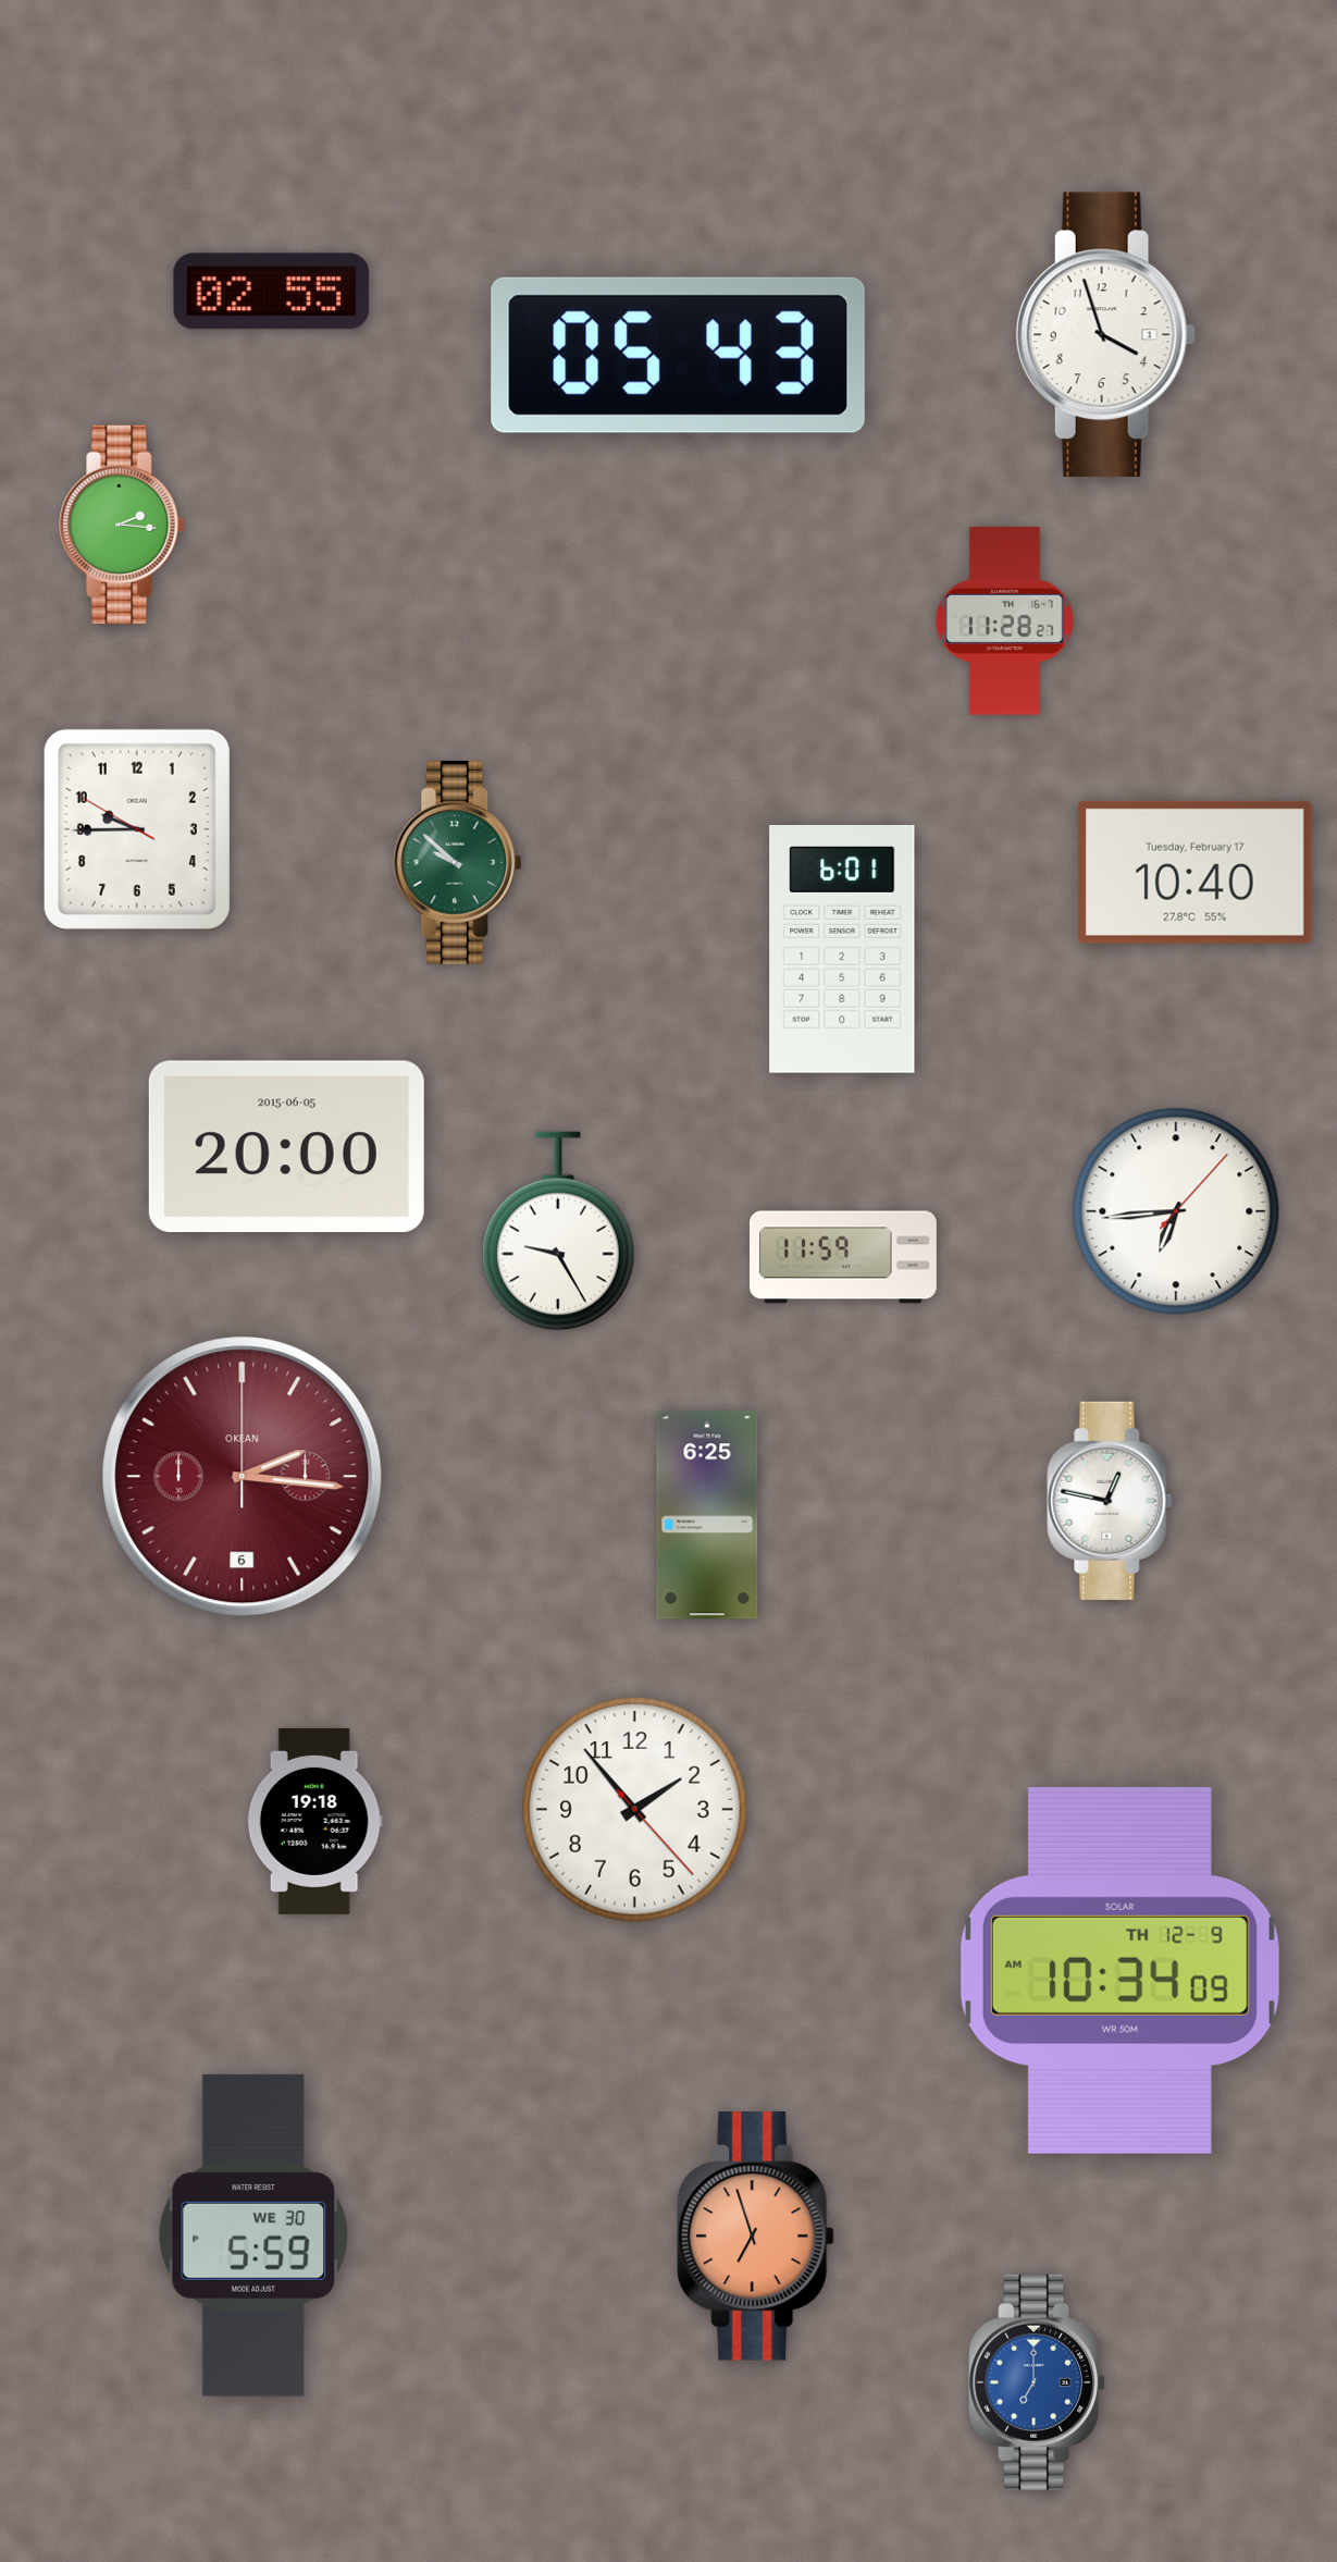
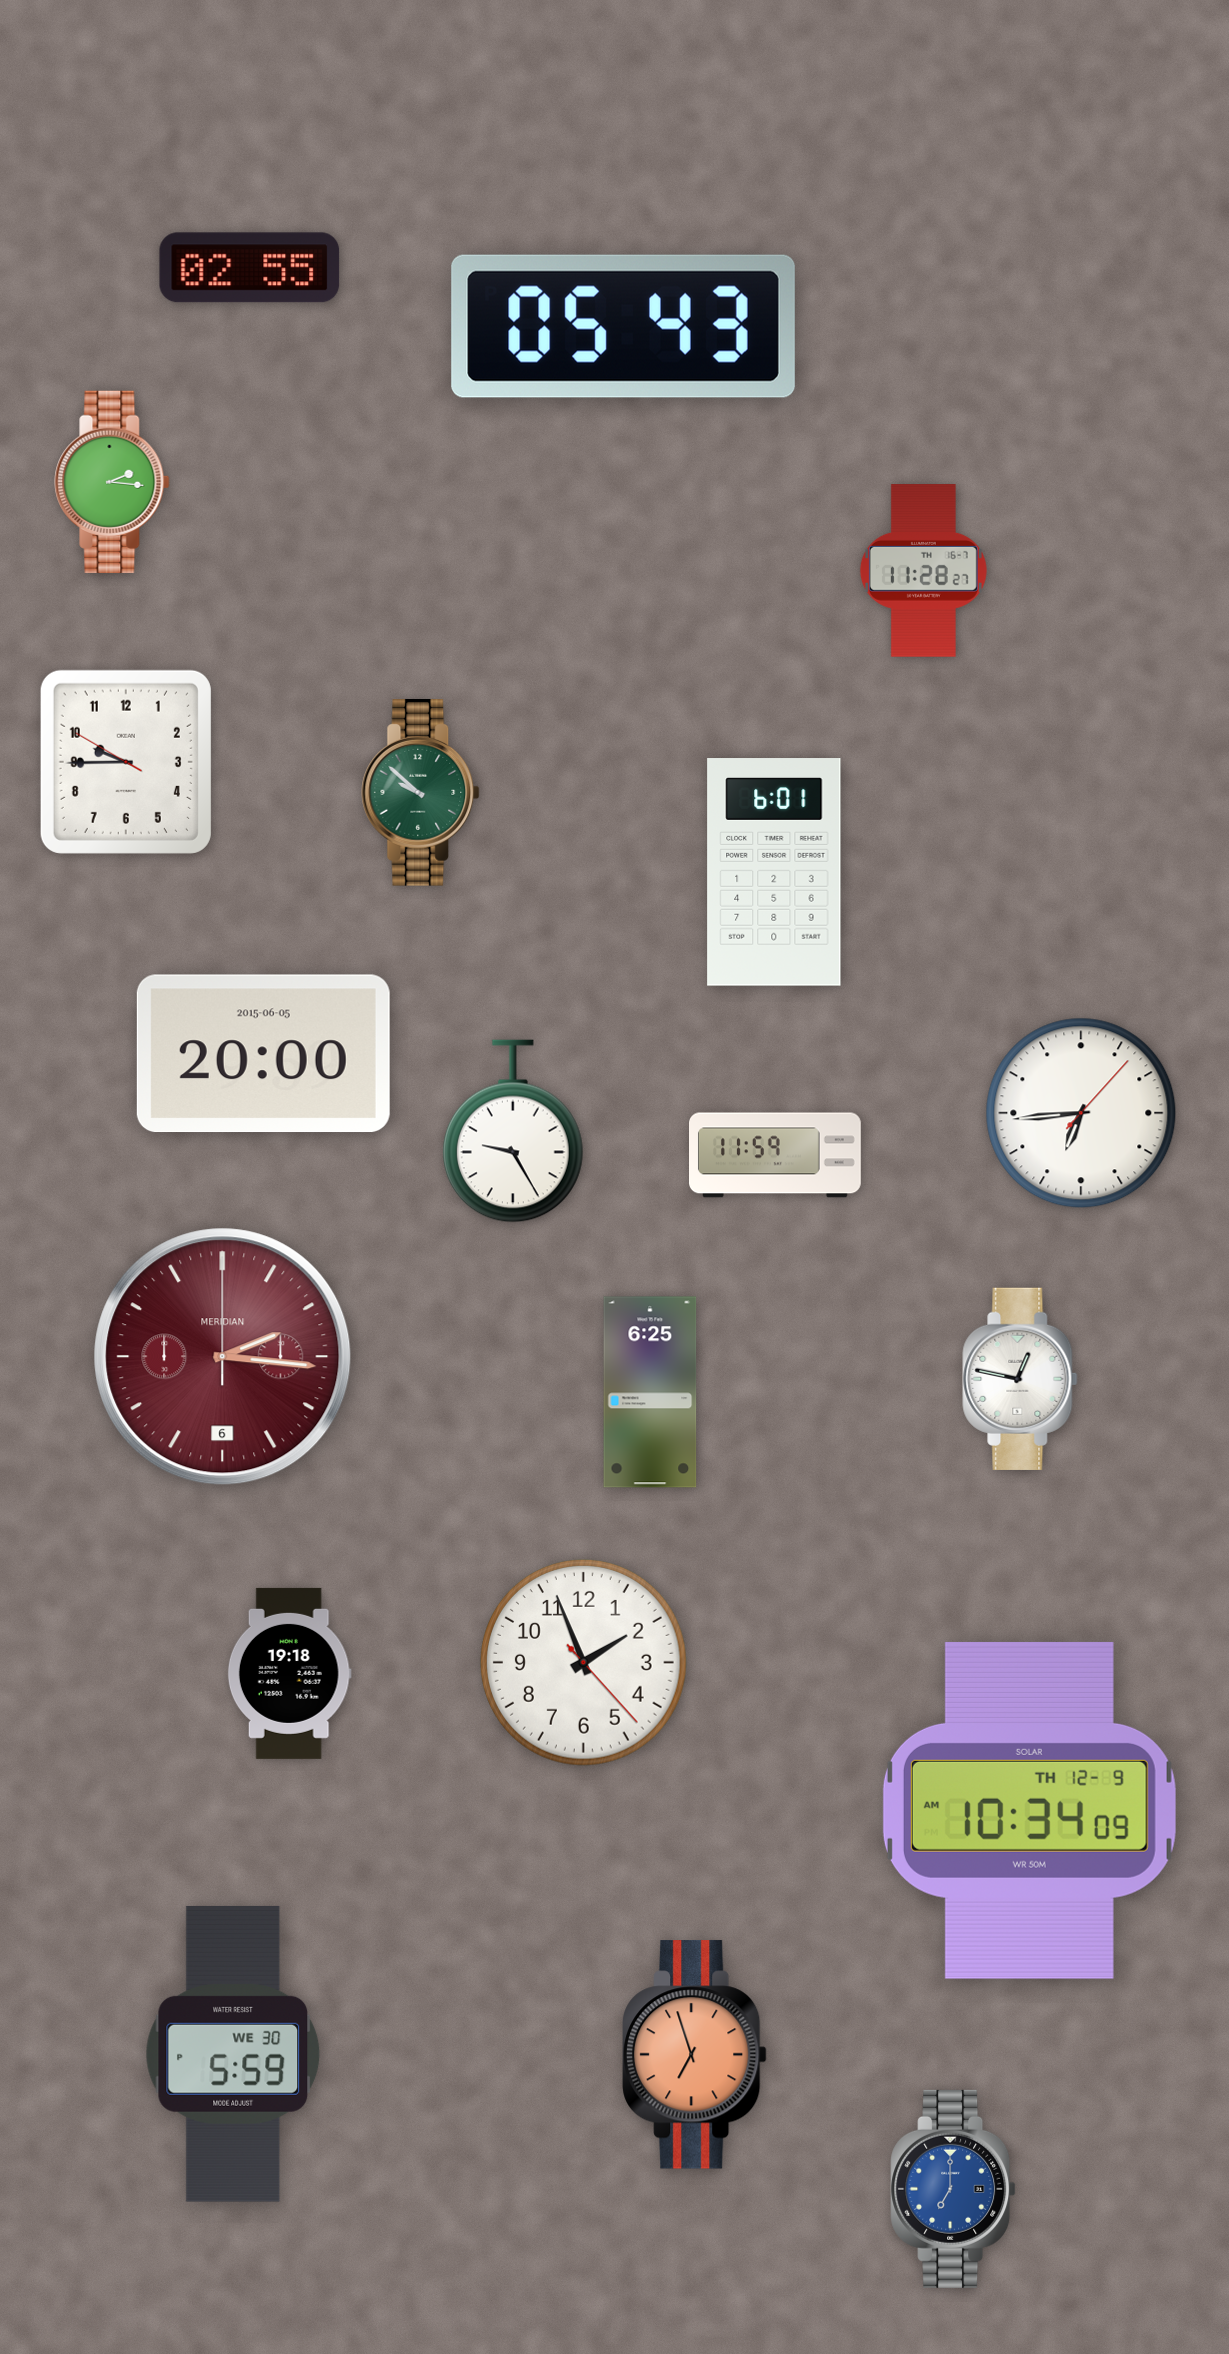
clock at (1105, 335): 3:57 -> none
clock at (1194, 872): 10:40 -> none
clock at (243, 1477) brand: OKEAN -> MERIDIAN
clock at (634, 1809): 1:53 -> 1:56
